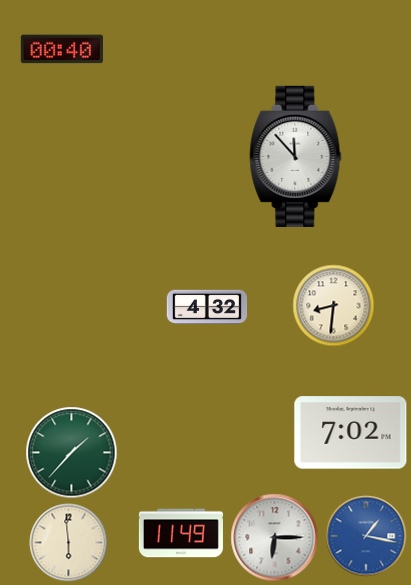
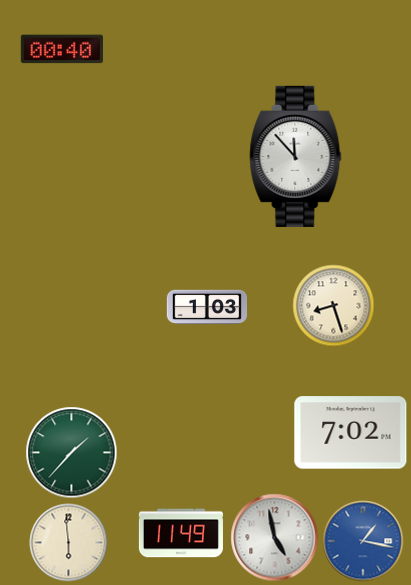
clock at (333, 305): 8:31 -> 8:27
clock at (207, 307): 4:32 -> 1:03
clock at (366, 536) position: (366, 536) -> (363, 541)
clock at (274, 537): 6:15 -> 4:58
